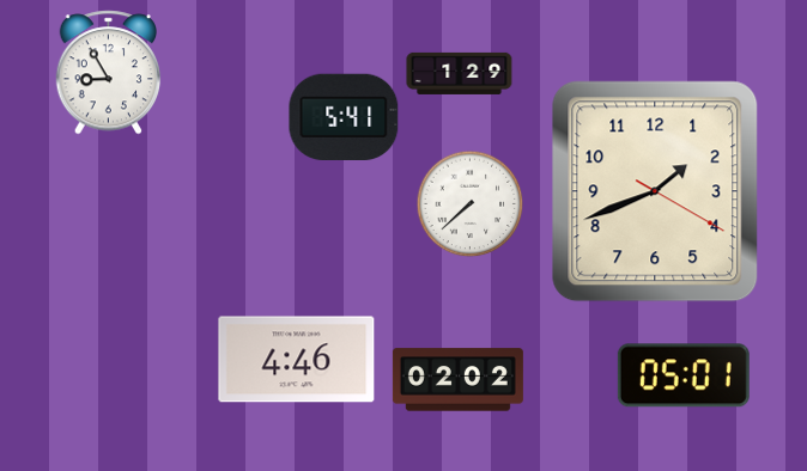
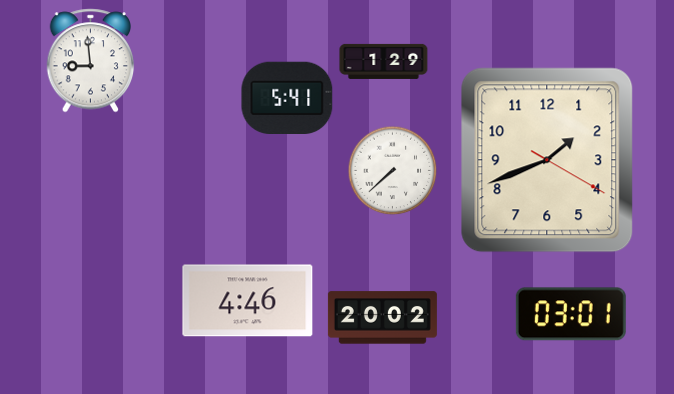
clock at (109, 73): 8:55 -> 8:59
clock at (684, 375): 05:01 -> 03:01
clock at (457, 380): 02:02 -> 20:02
